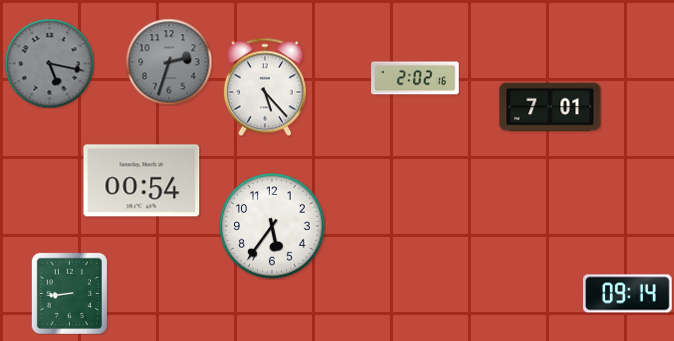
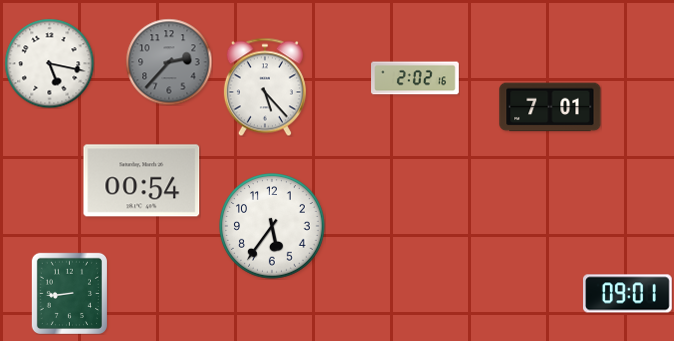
clock at (169, 62): 2:33 -> 2:37
clock at (49, 63) dial: grey -> white
clock at (628, 294): 09:14 -> 09:01
